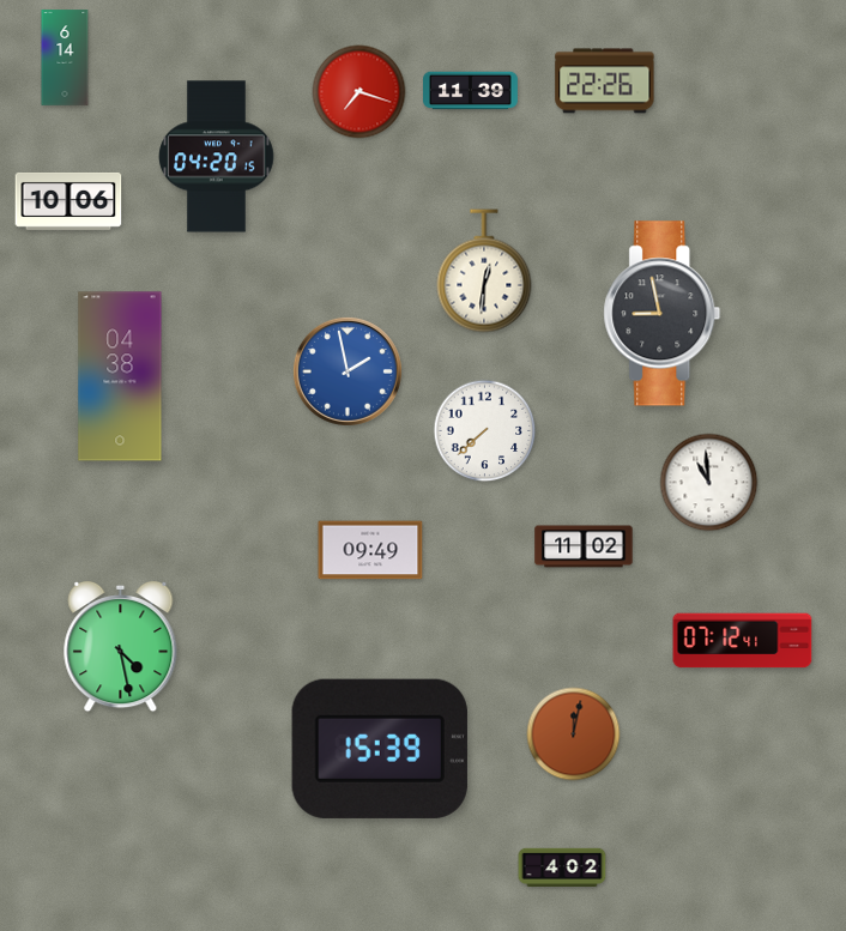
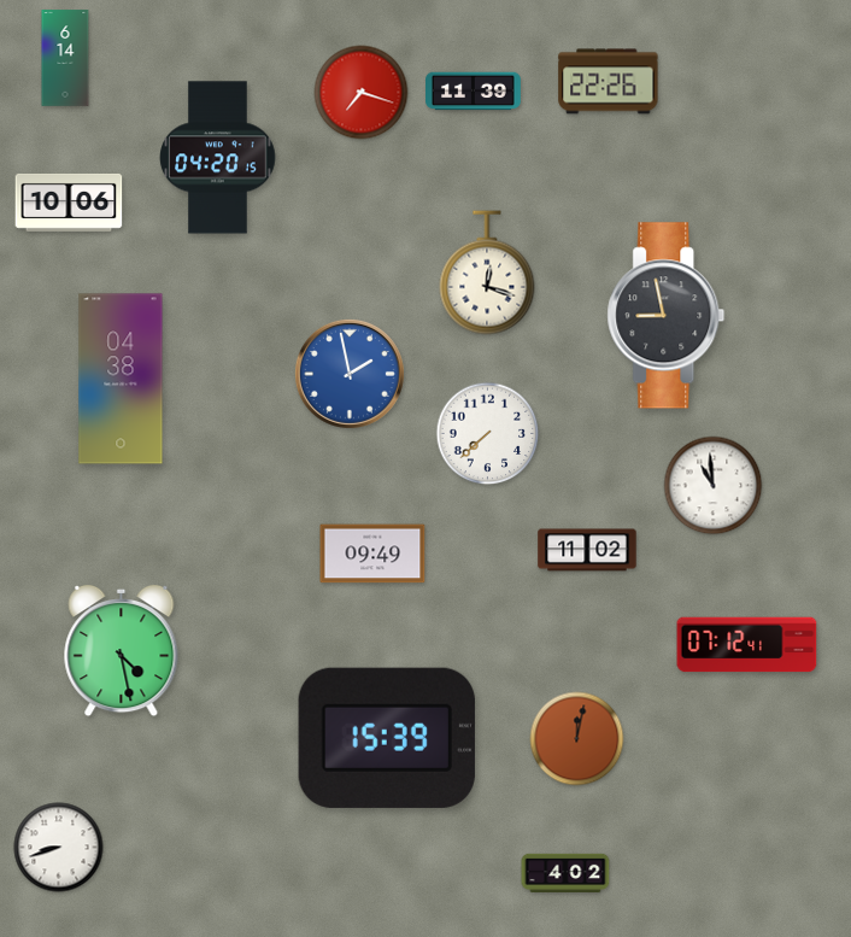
clock at (484, 271): 12:31 -> 12:18
clock at (380, 749) position: (380, 749) -> (387, 738)
clock at (59, 848): none -> 8:42
